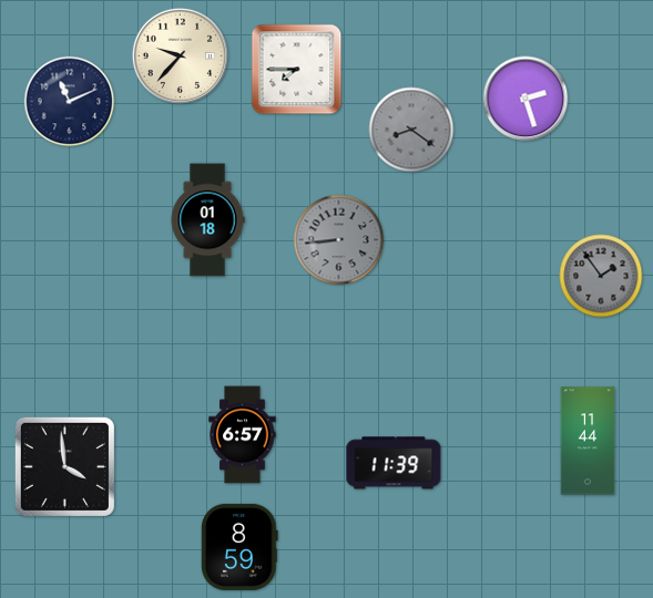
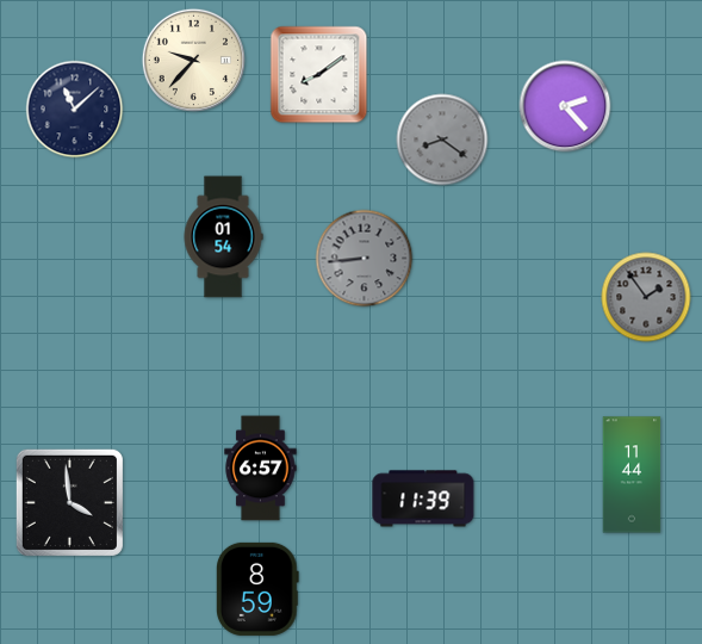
clock at (297, 70): 7:45 -> 8:09
clock at (526, 99): 2:27 -> 2:23
clock at (70, 102): 11:11 -> 11:08
clock at (207, 220): 01:18 -> 01:54
